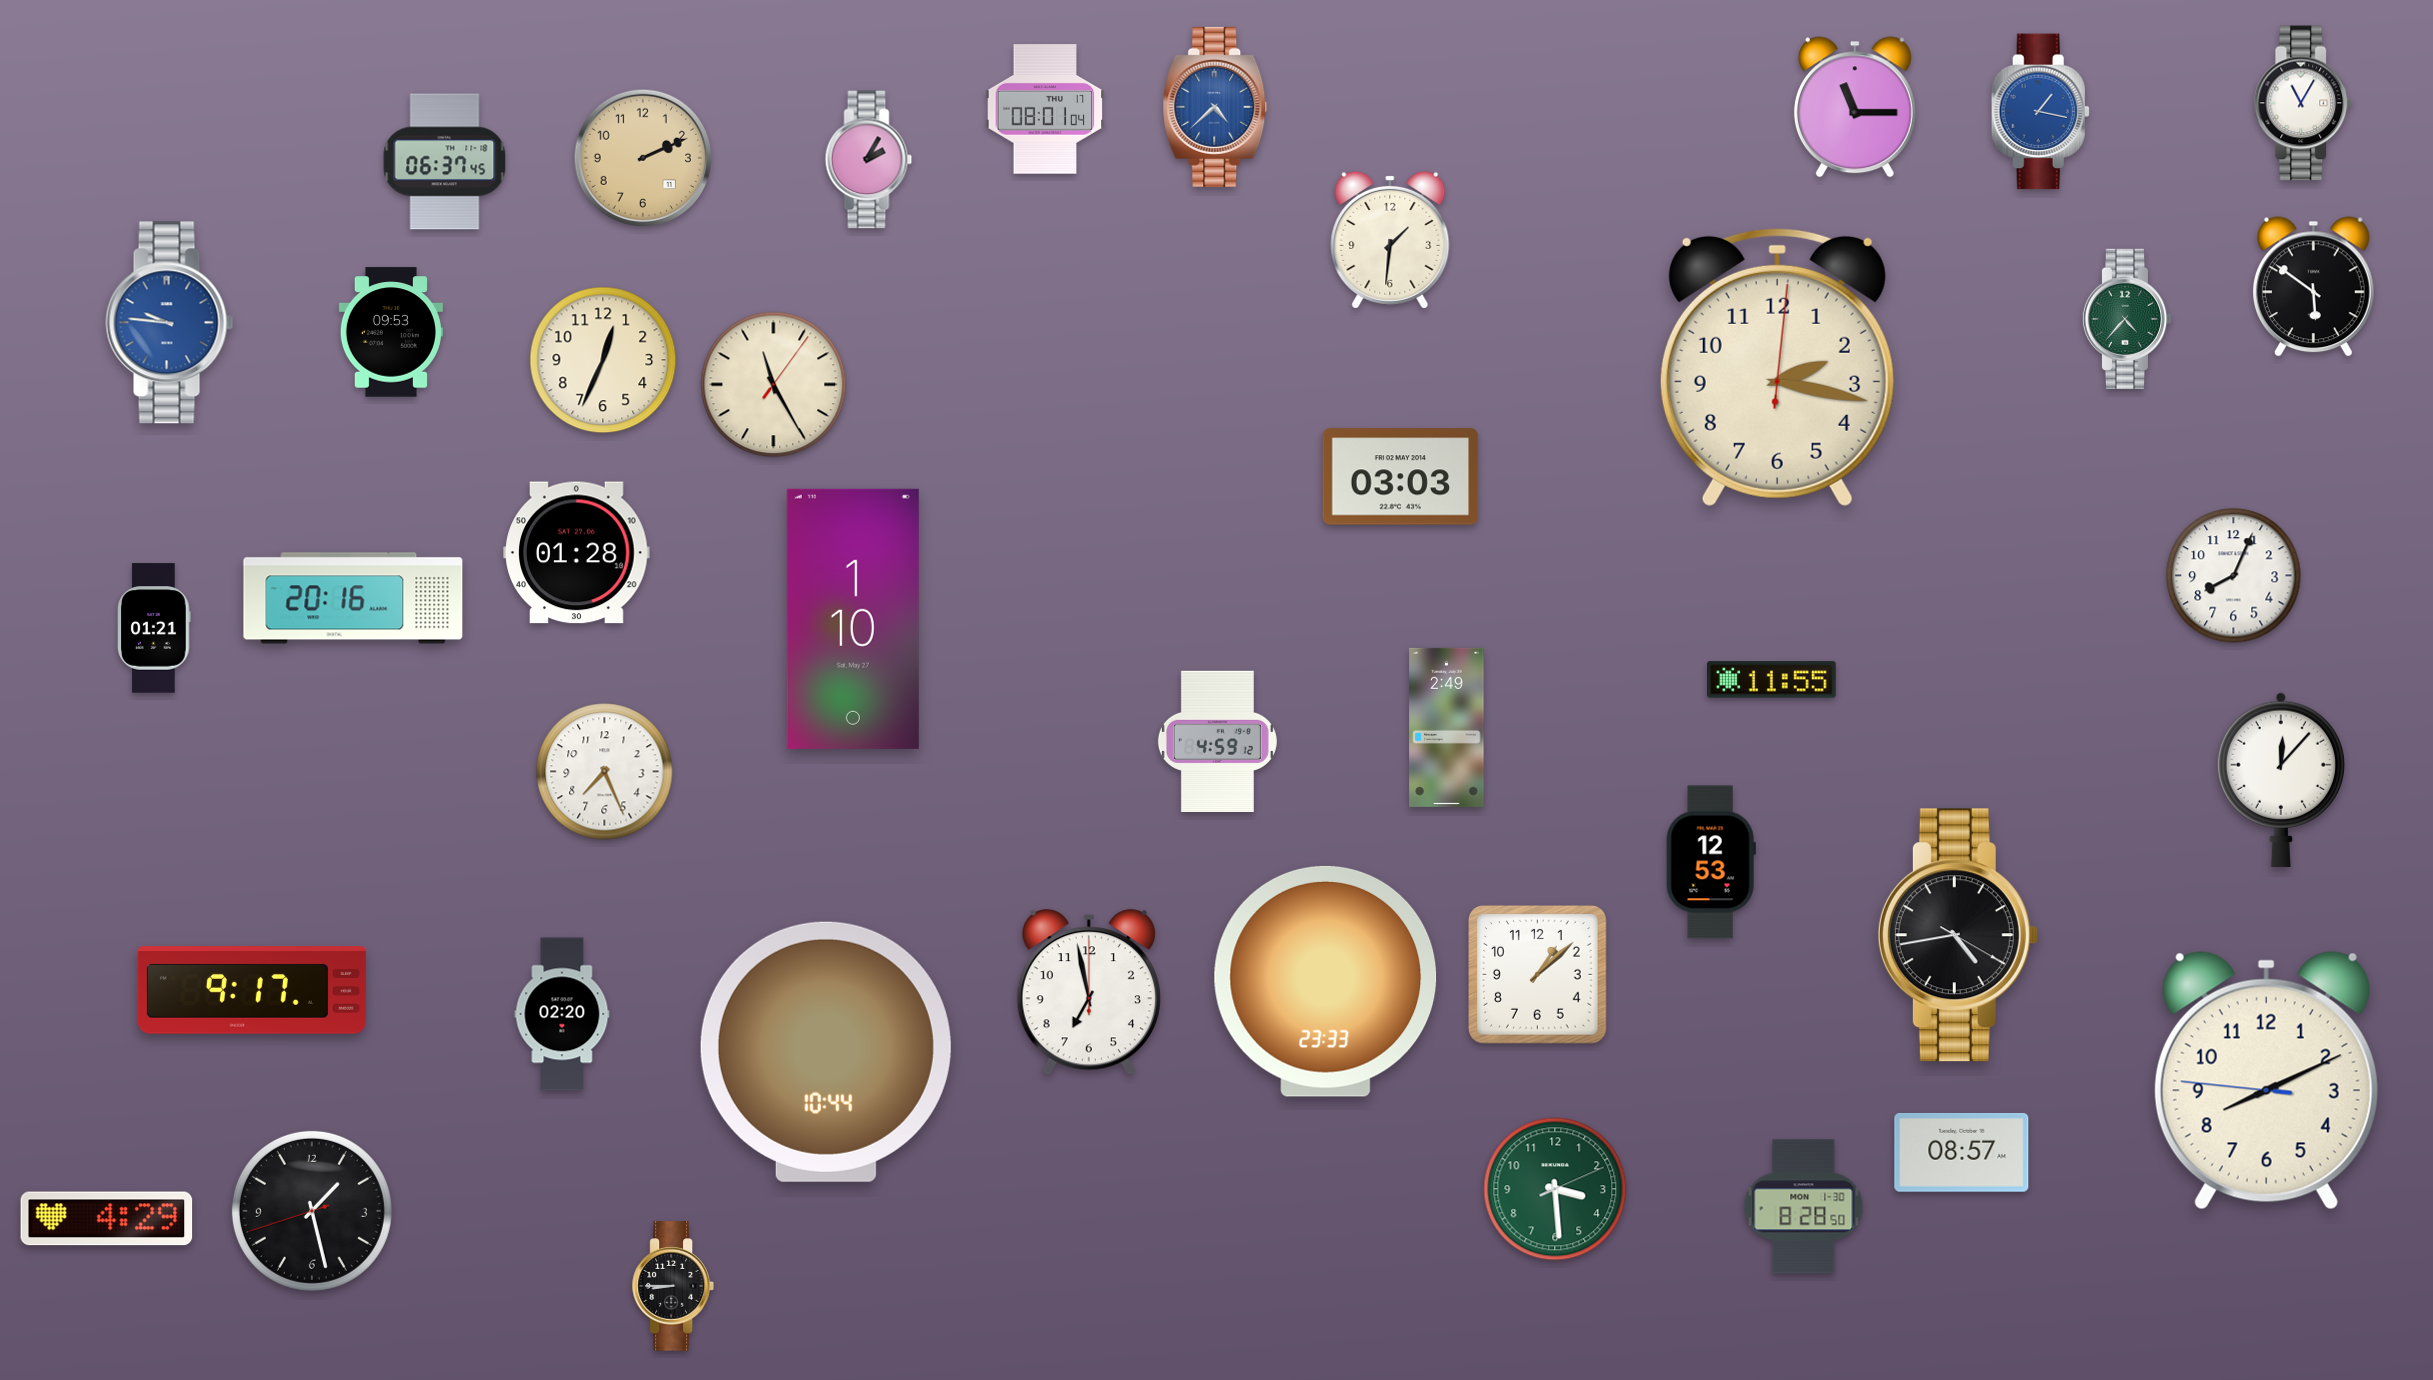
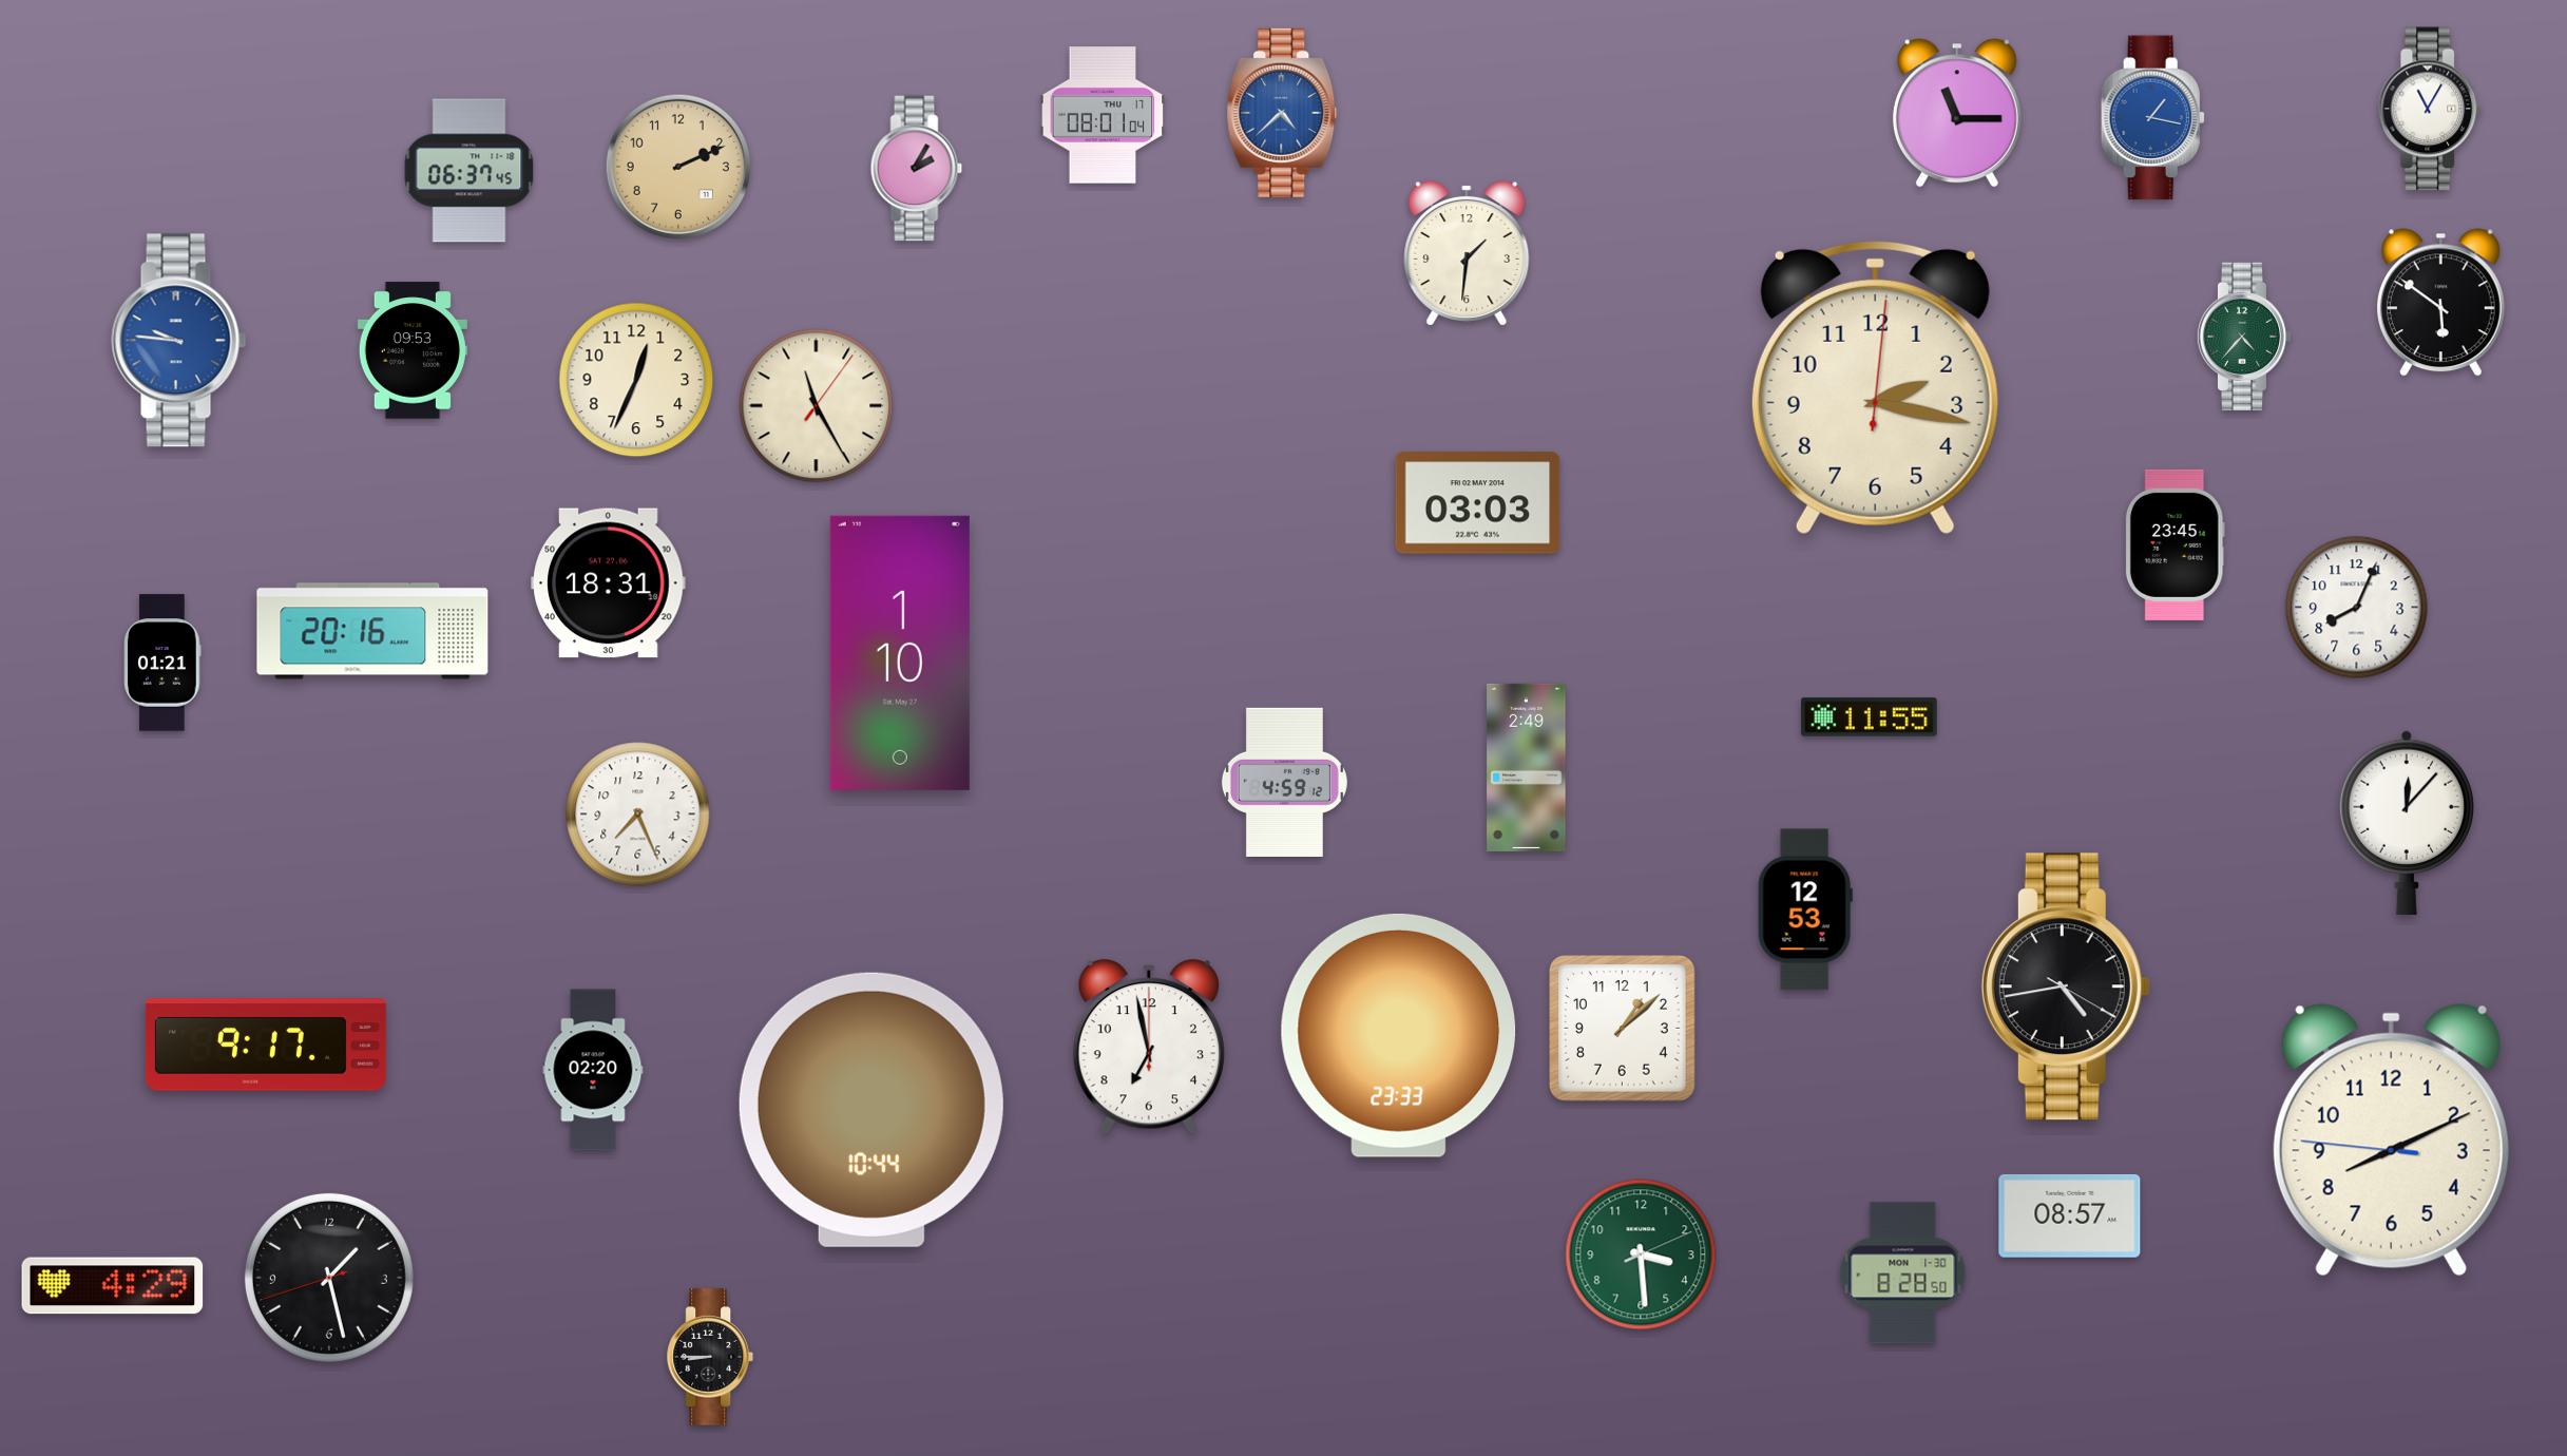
clock at (2175, 544): none -> 23:45
clock at (577, 553): 01:28 -> 18:31
